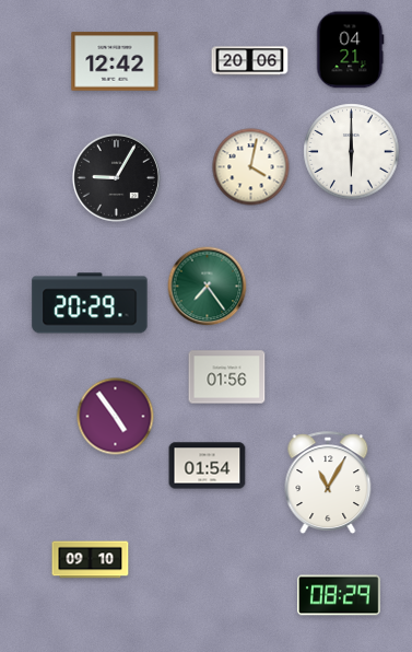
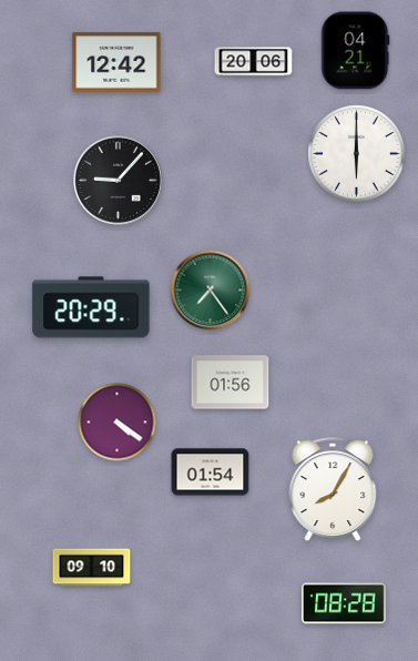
clock at (251, 167): 4:02 -> none
clock at (116, 177): 9:05 -> 9:07
clock at (116, 417): 4:54 -> 4:21
clock at (328, 482): 11:05 -> 8:05
clock at (340, 595): 08:29 -> 08:28
